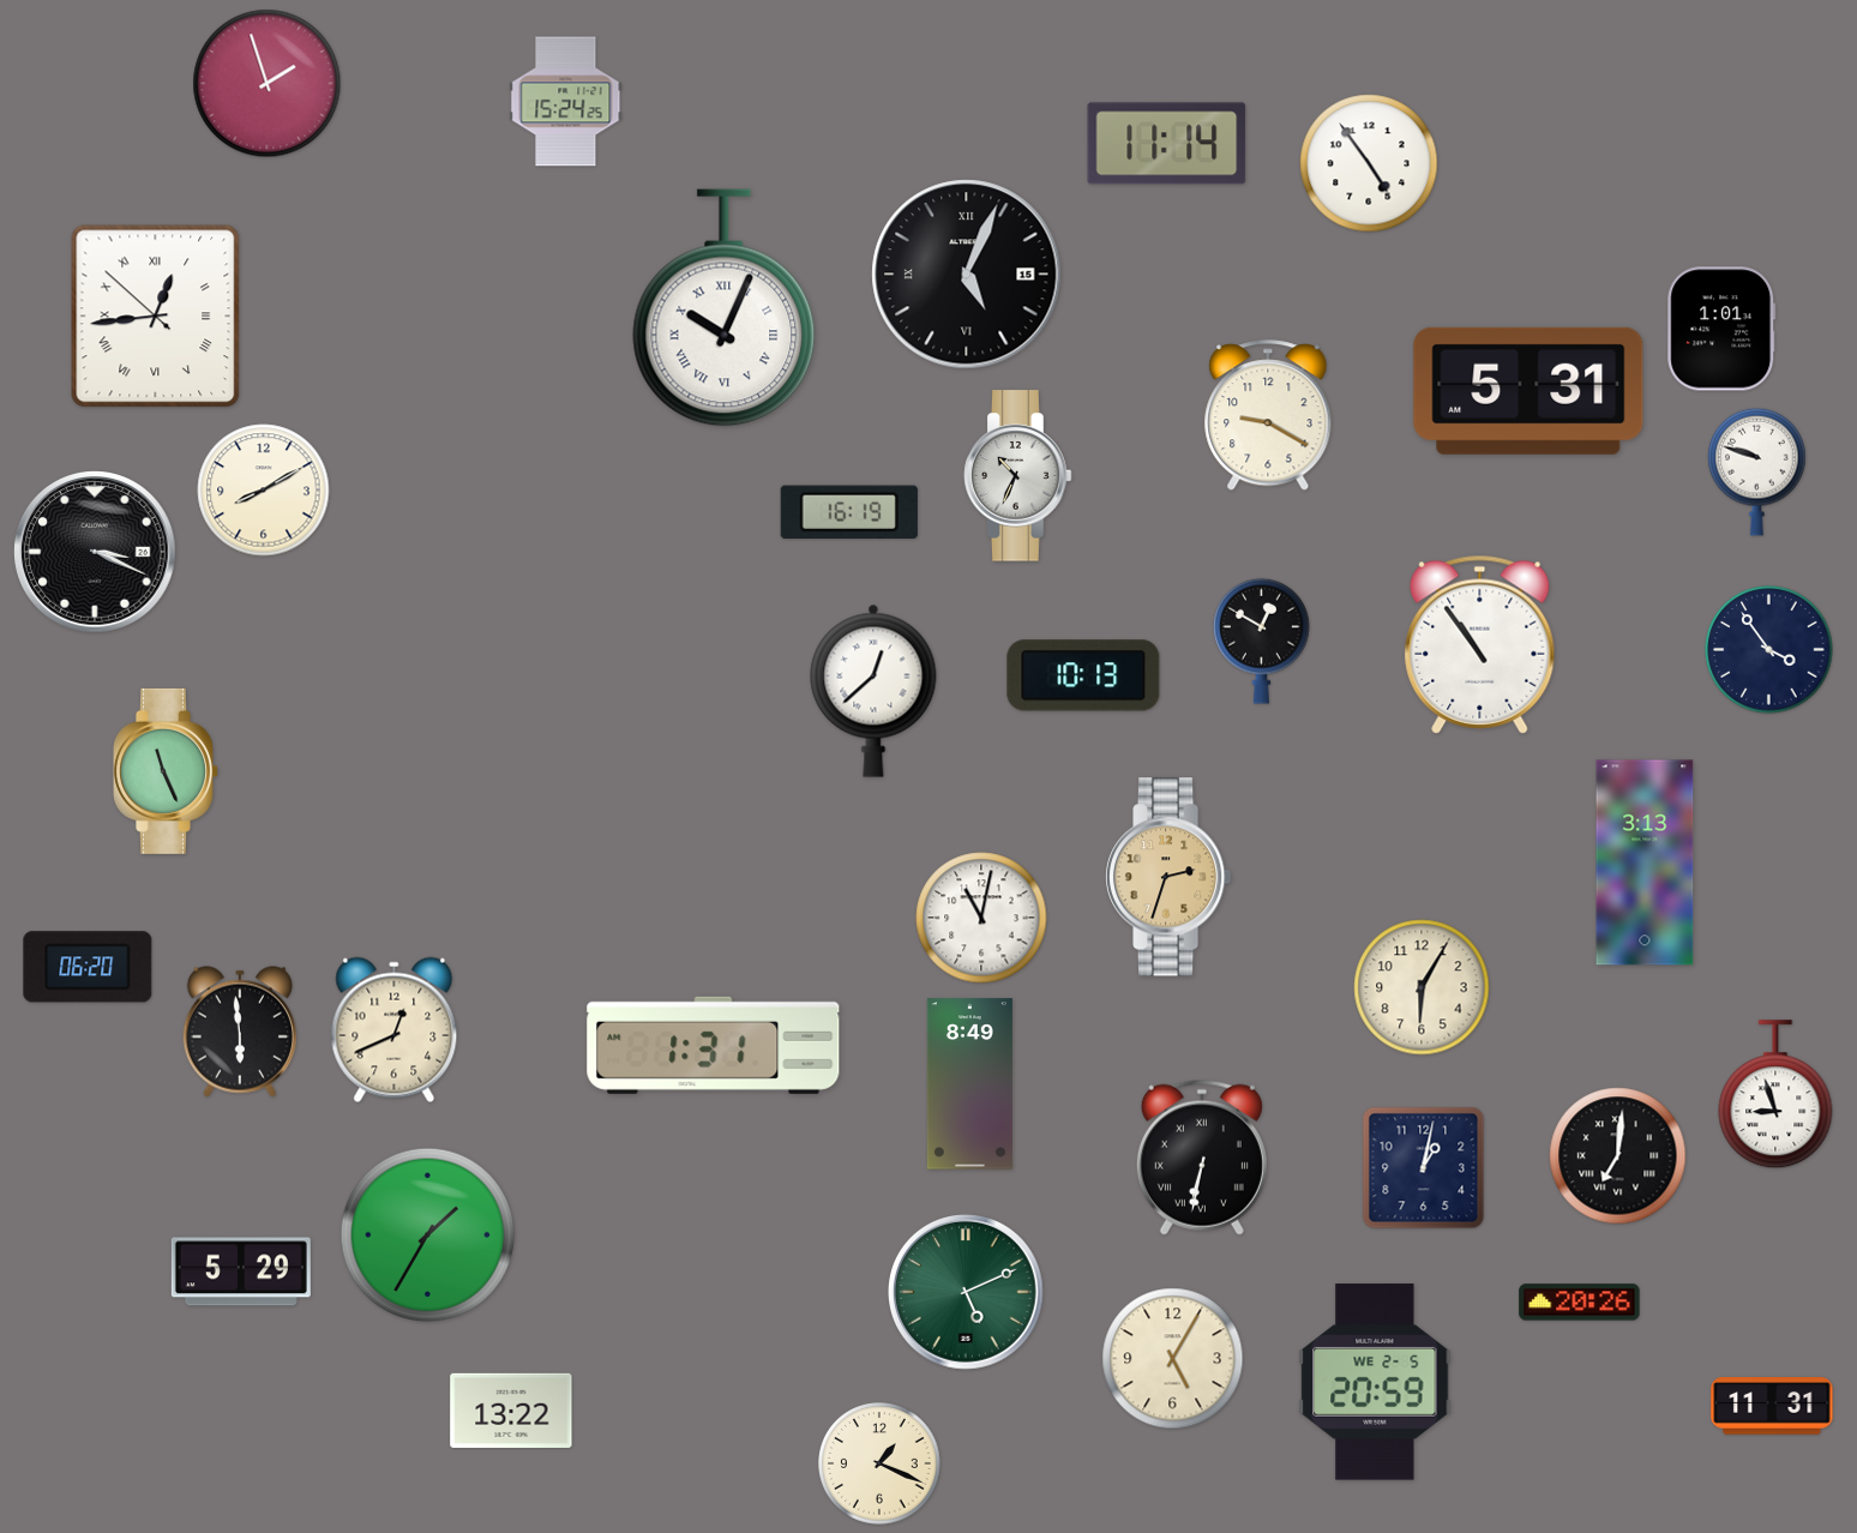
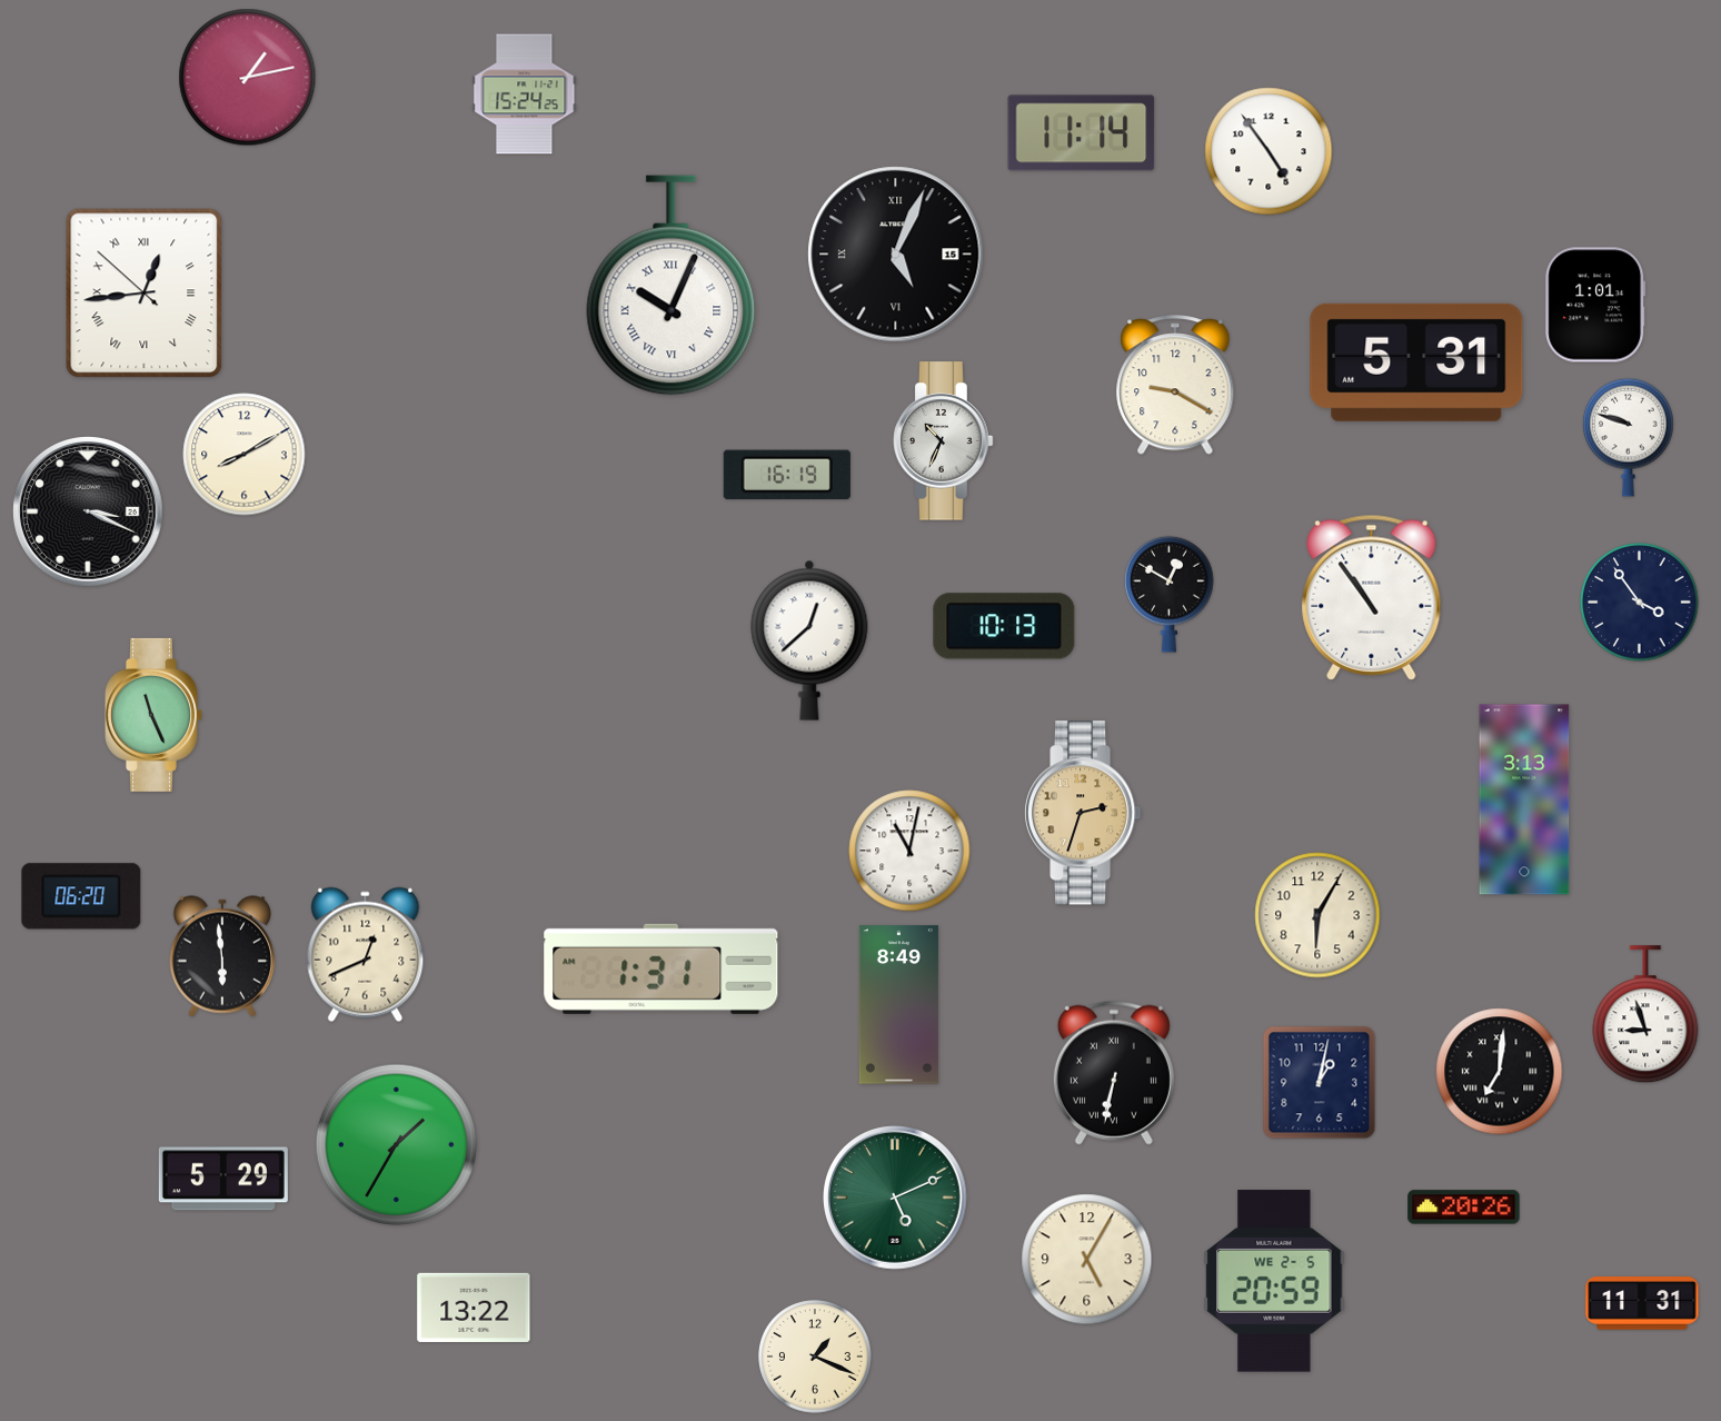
clock at (268, 84): 1:57 -> 1:13
